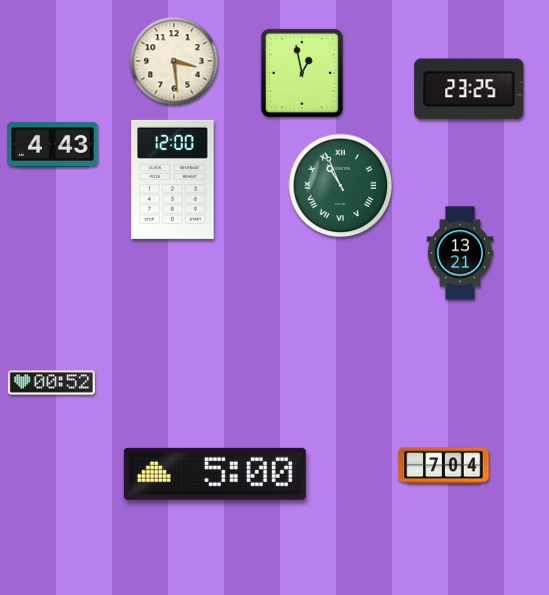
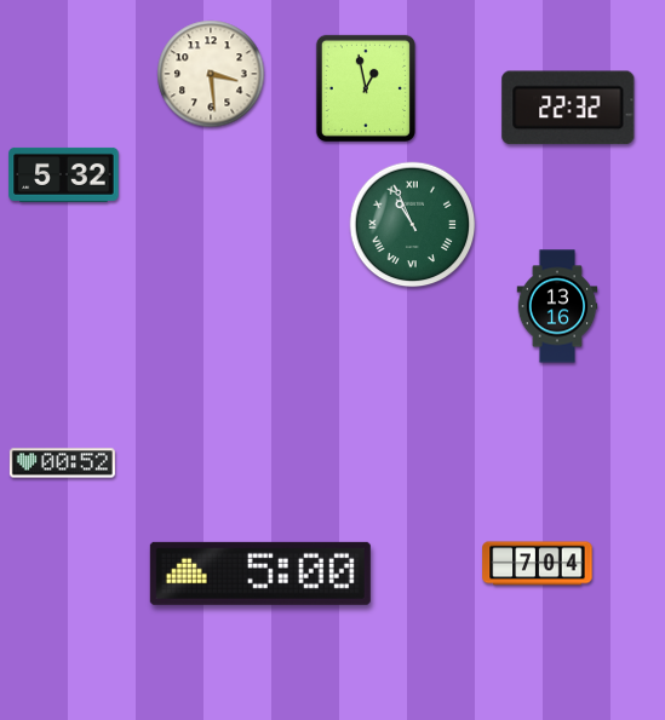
clock at (469, 89): 23:25 -> 22:32
clock at (53, 144): 4:43 -> 5:32
clock at (173, 179): 12:00 -> none
clock at (460, 253): 13:21 -> 13:16
